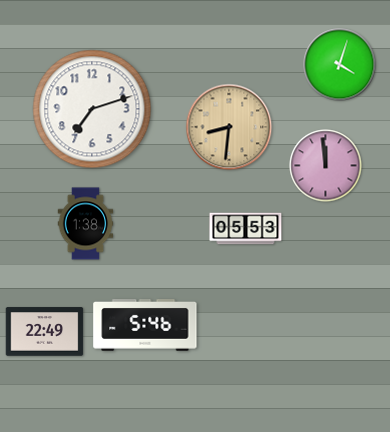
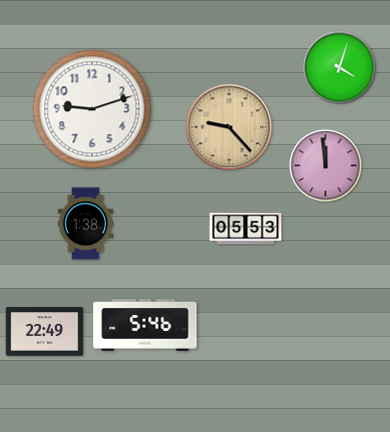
clock at (340, 65) position: (340, 65) -> (340, 68)
clock at (92, 109): 7:12 -> 9:12
clock at (229, 127): 8:31 -> 9:23
